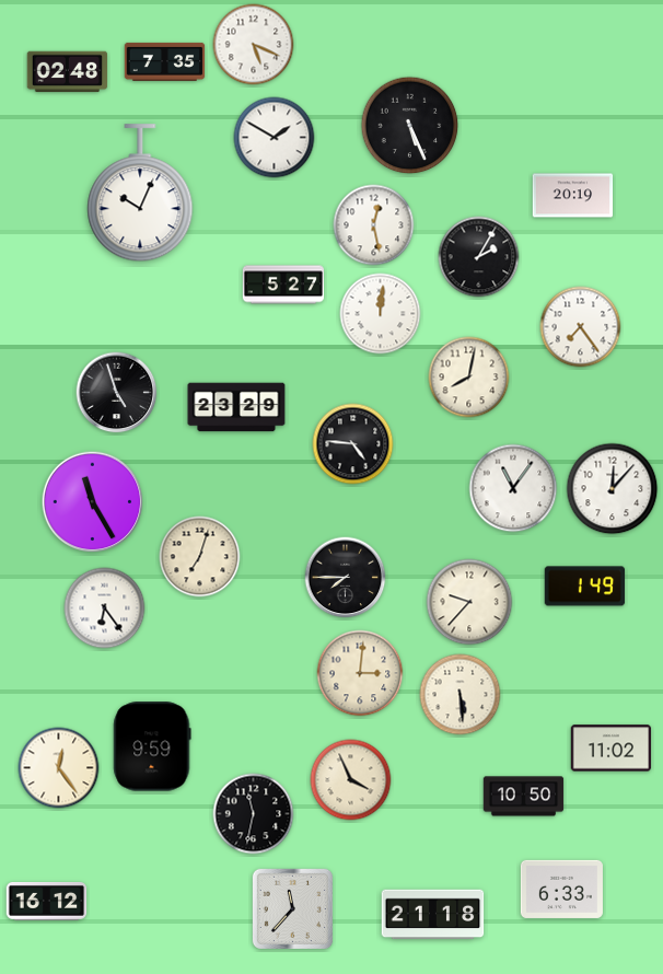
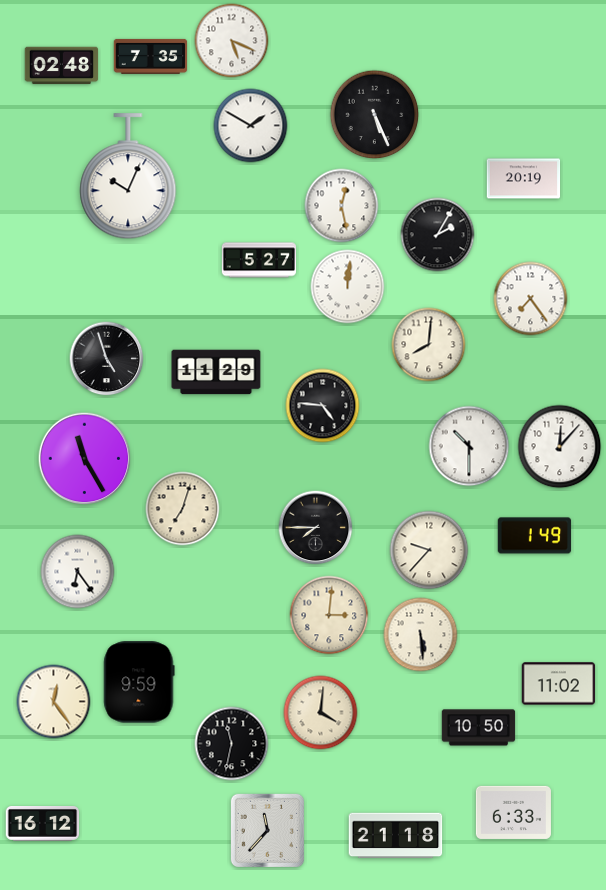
clock at (469, 378): 8:02 -> 8:01
clock at (236, 407): 23:29 -> 11:29
clock at (513, 488): 11:06 -> 10:30
clock at (105, 608) position: (105, 608) -> (78, 572)
clock at (351, 780): 3:56 -> 4:01
